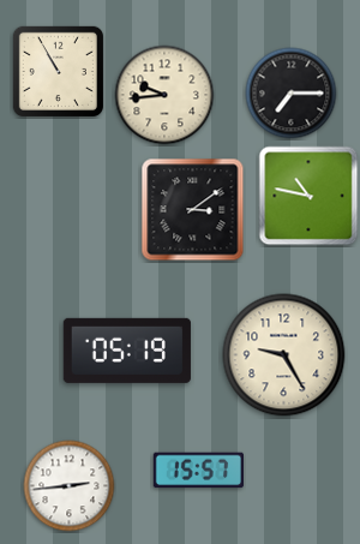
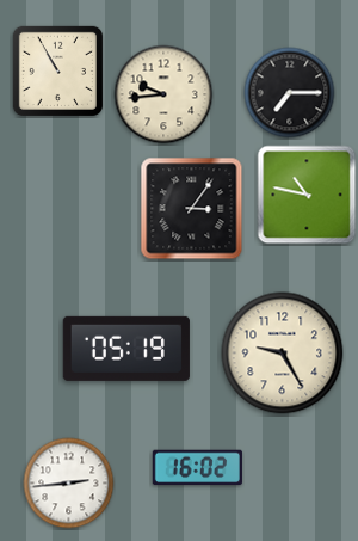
clock at (193, 210): 3:09 -> 3:06
clock at (198, 471): 15:57 -> 16:02
